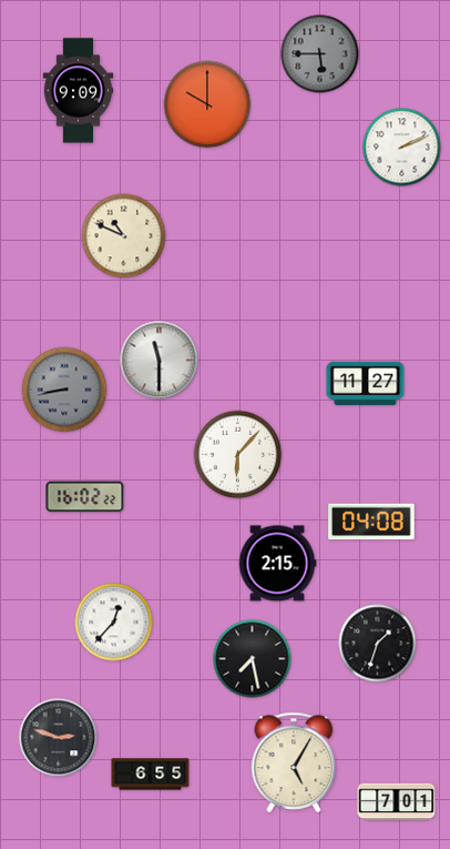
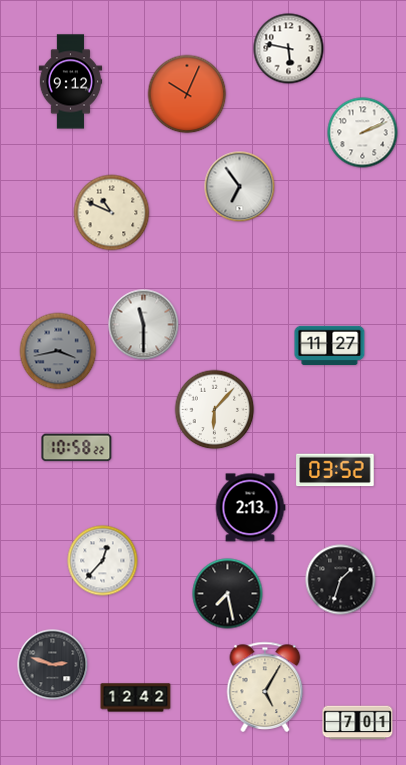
clock at (320, 54): 5:45 -> 5:47
clock at (320, 54) dial: grey -> white
clock at (79, 91): 9:09 -> 9:12
clock at (207, 104): 10:00 -> 10:04
clock at (240, 187): none -> 6:54
clock at (64, 390): 8:43 -> 3:43
clock at (85, 497): 16:02 -> 10:58
clock at (371, 522): 04:08 -> 03:52
clock at (277, 564): 2:15 -> 2:13
clock at (151, 775): 6:55 -> 12:42
